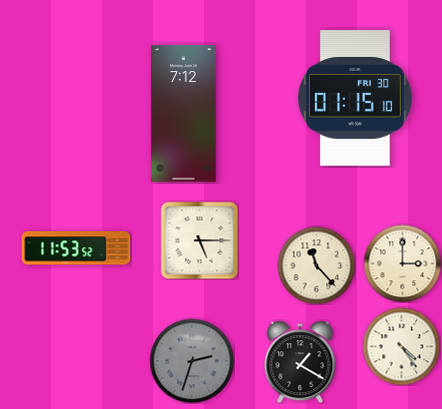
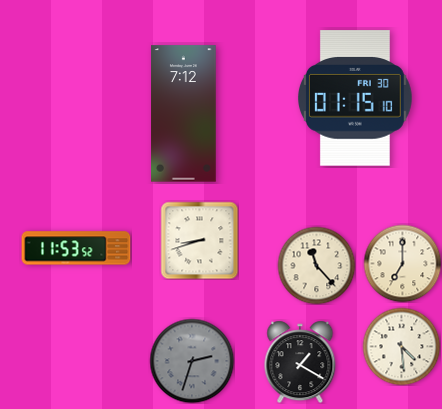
clock at (199, 240): 5:15 -> 8:42
clock at (402, 263): 3:00 -> 7:00
clock at (401, 346): 4:24 -> 4:29
